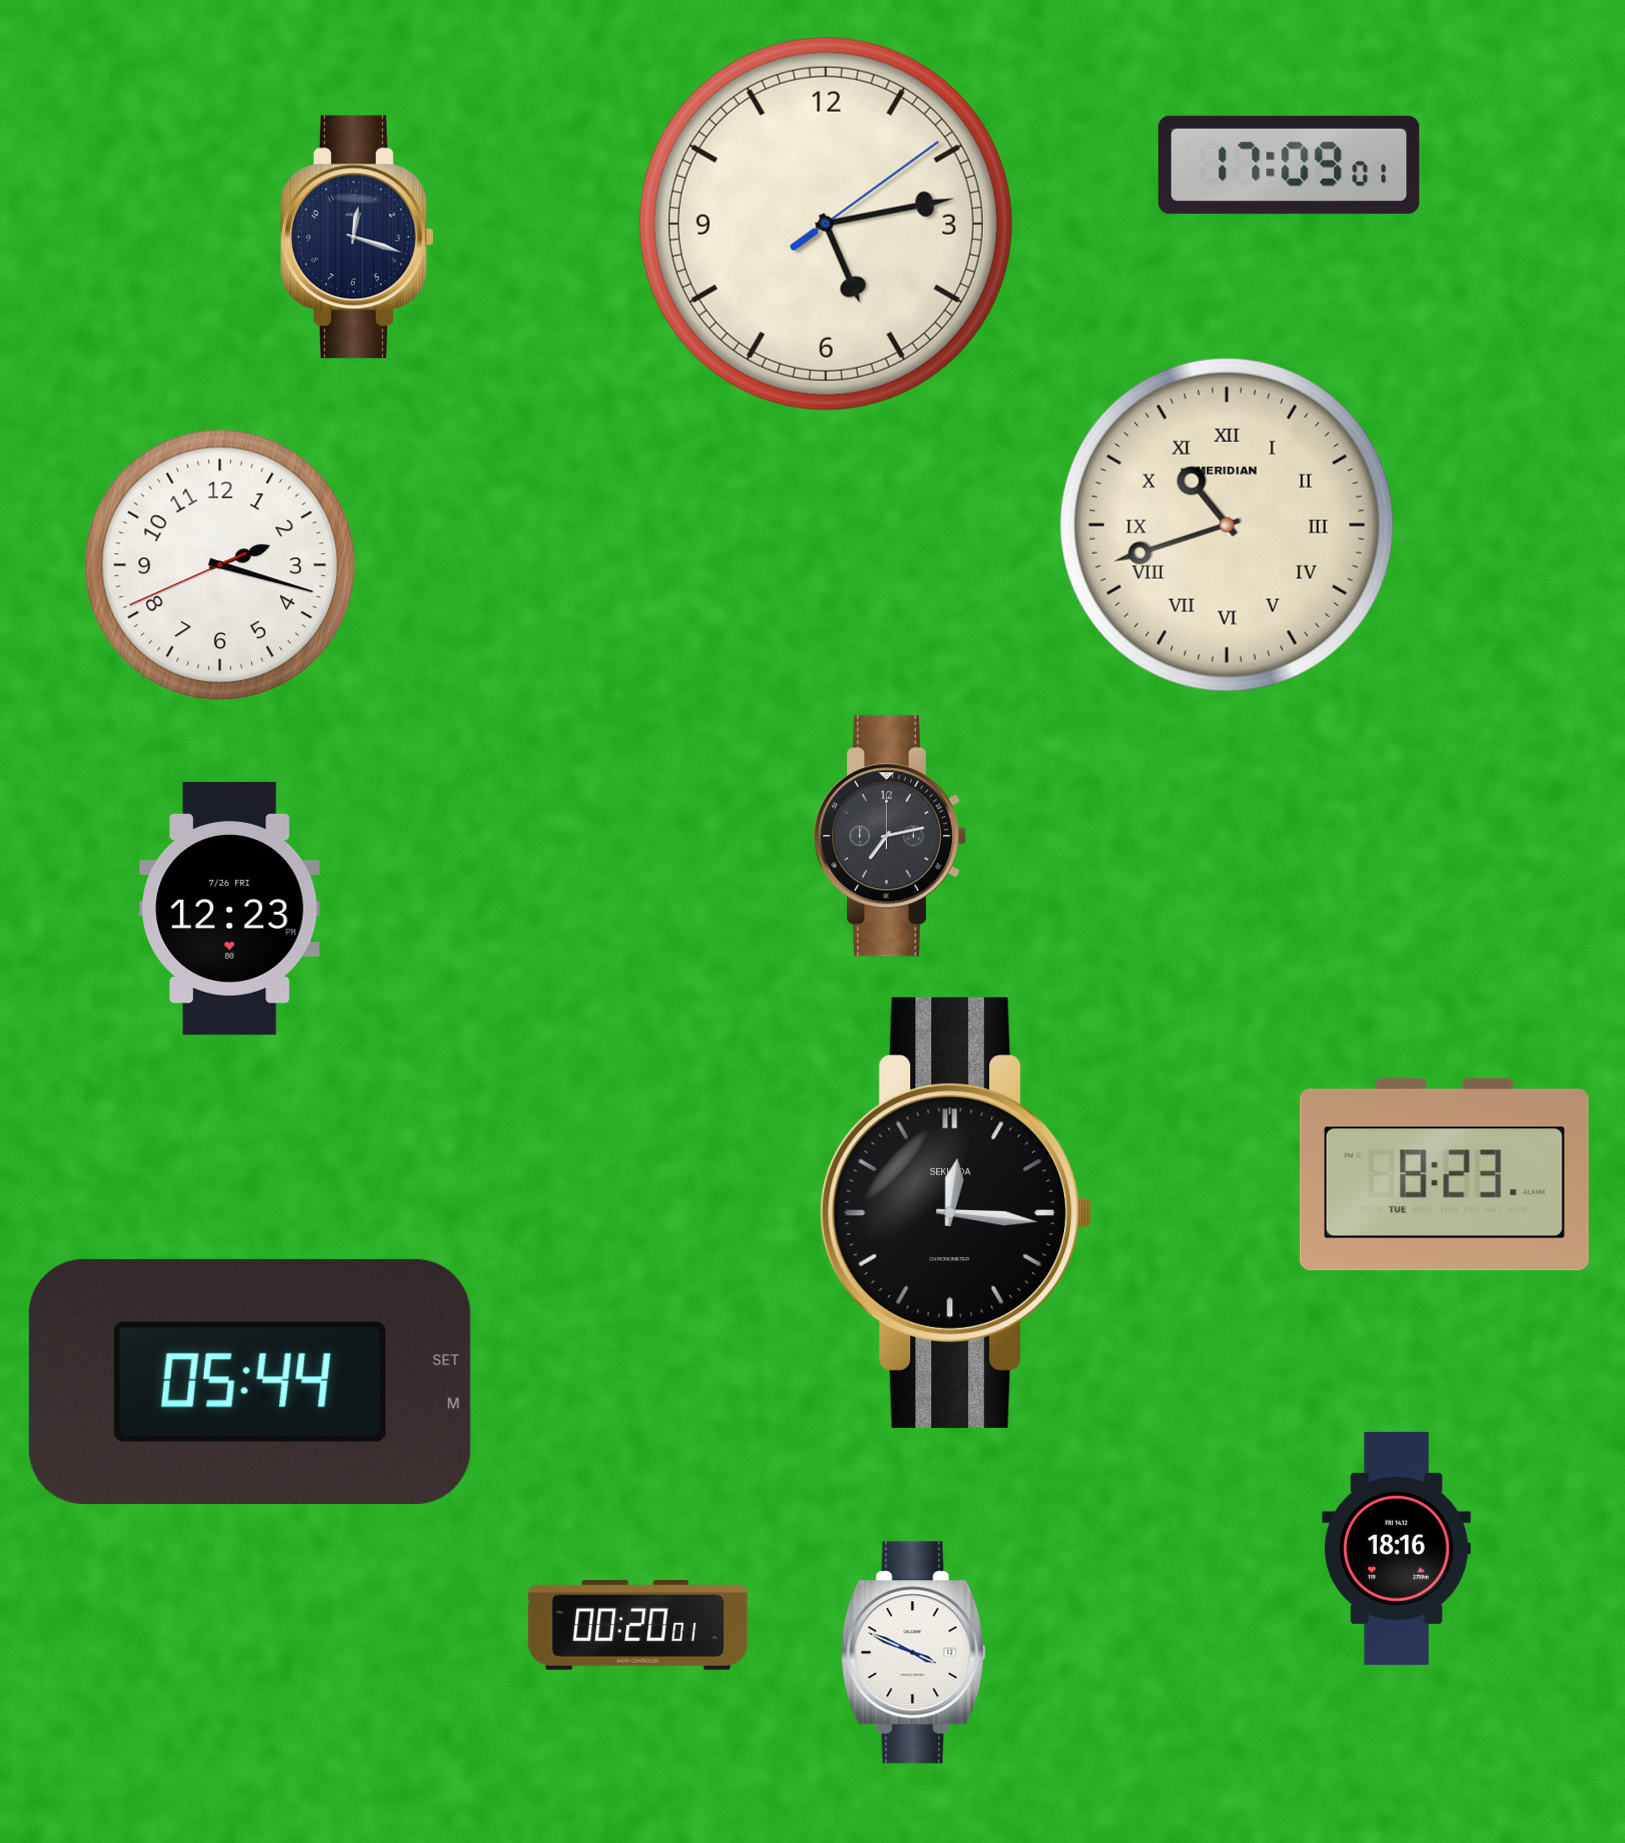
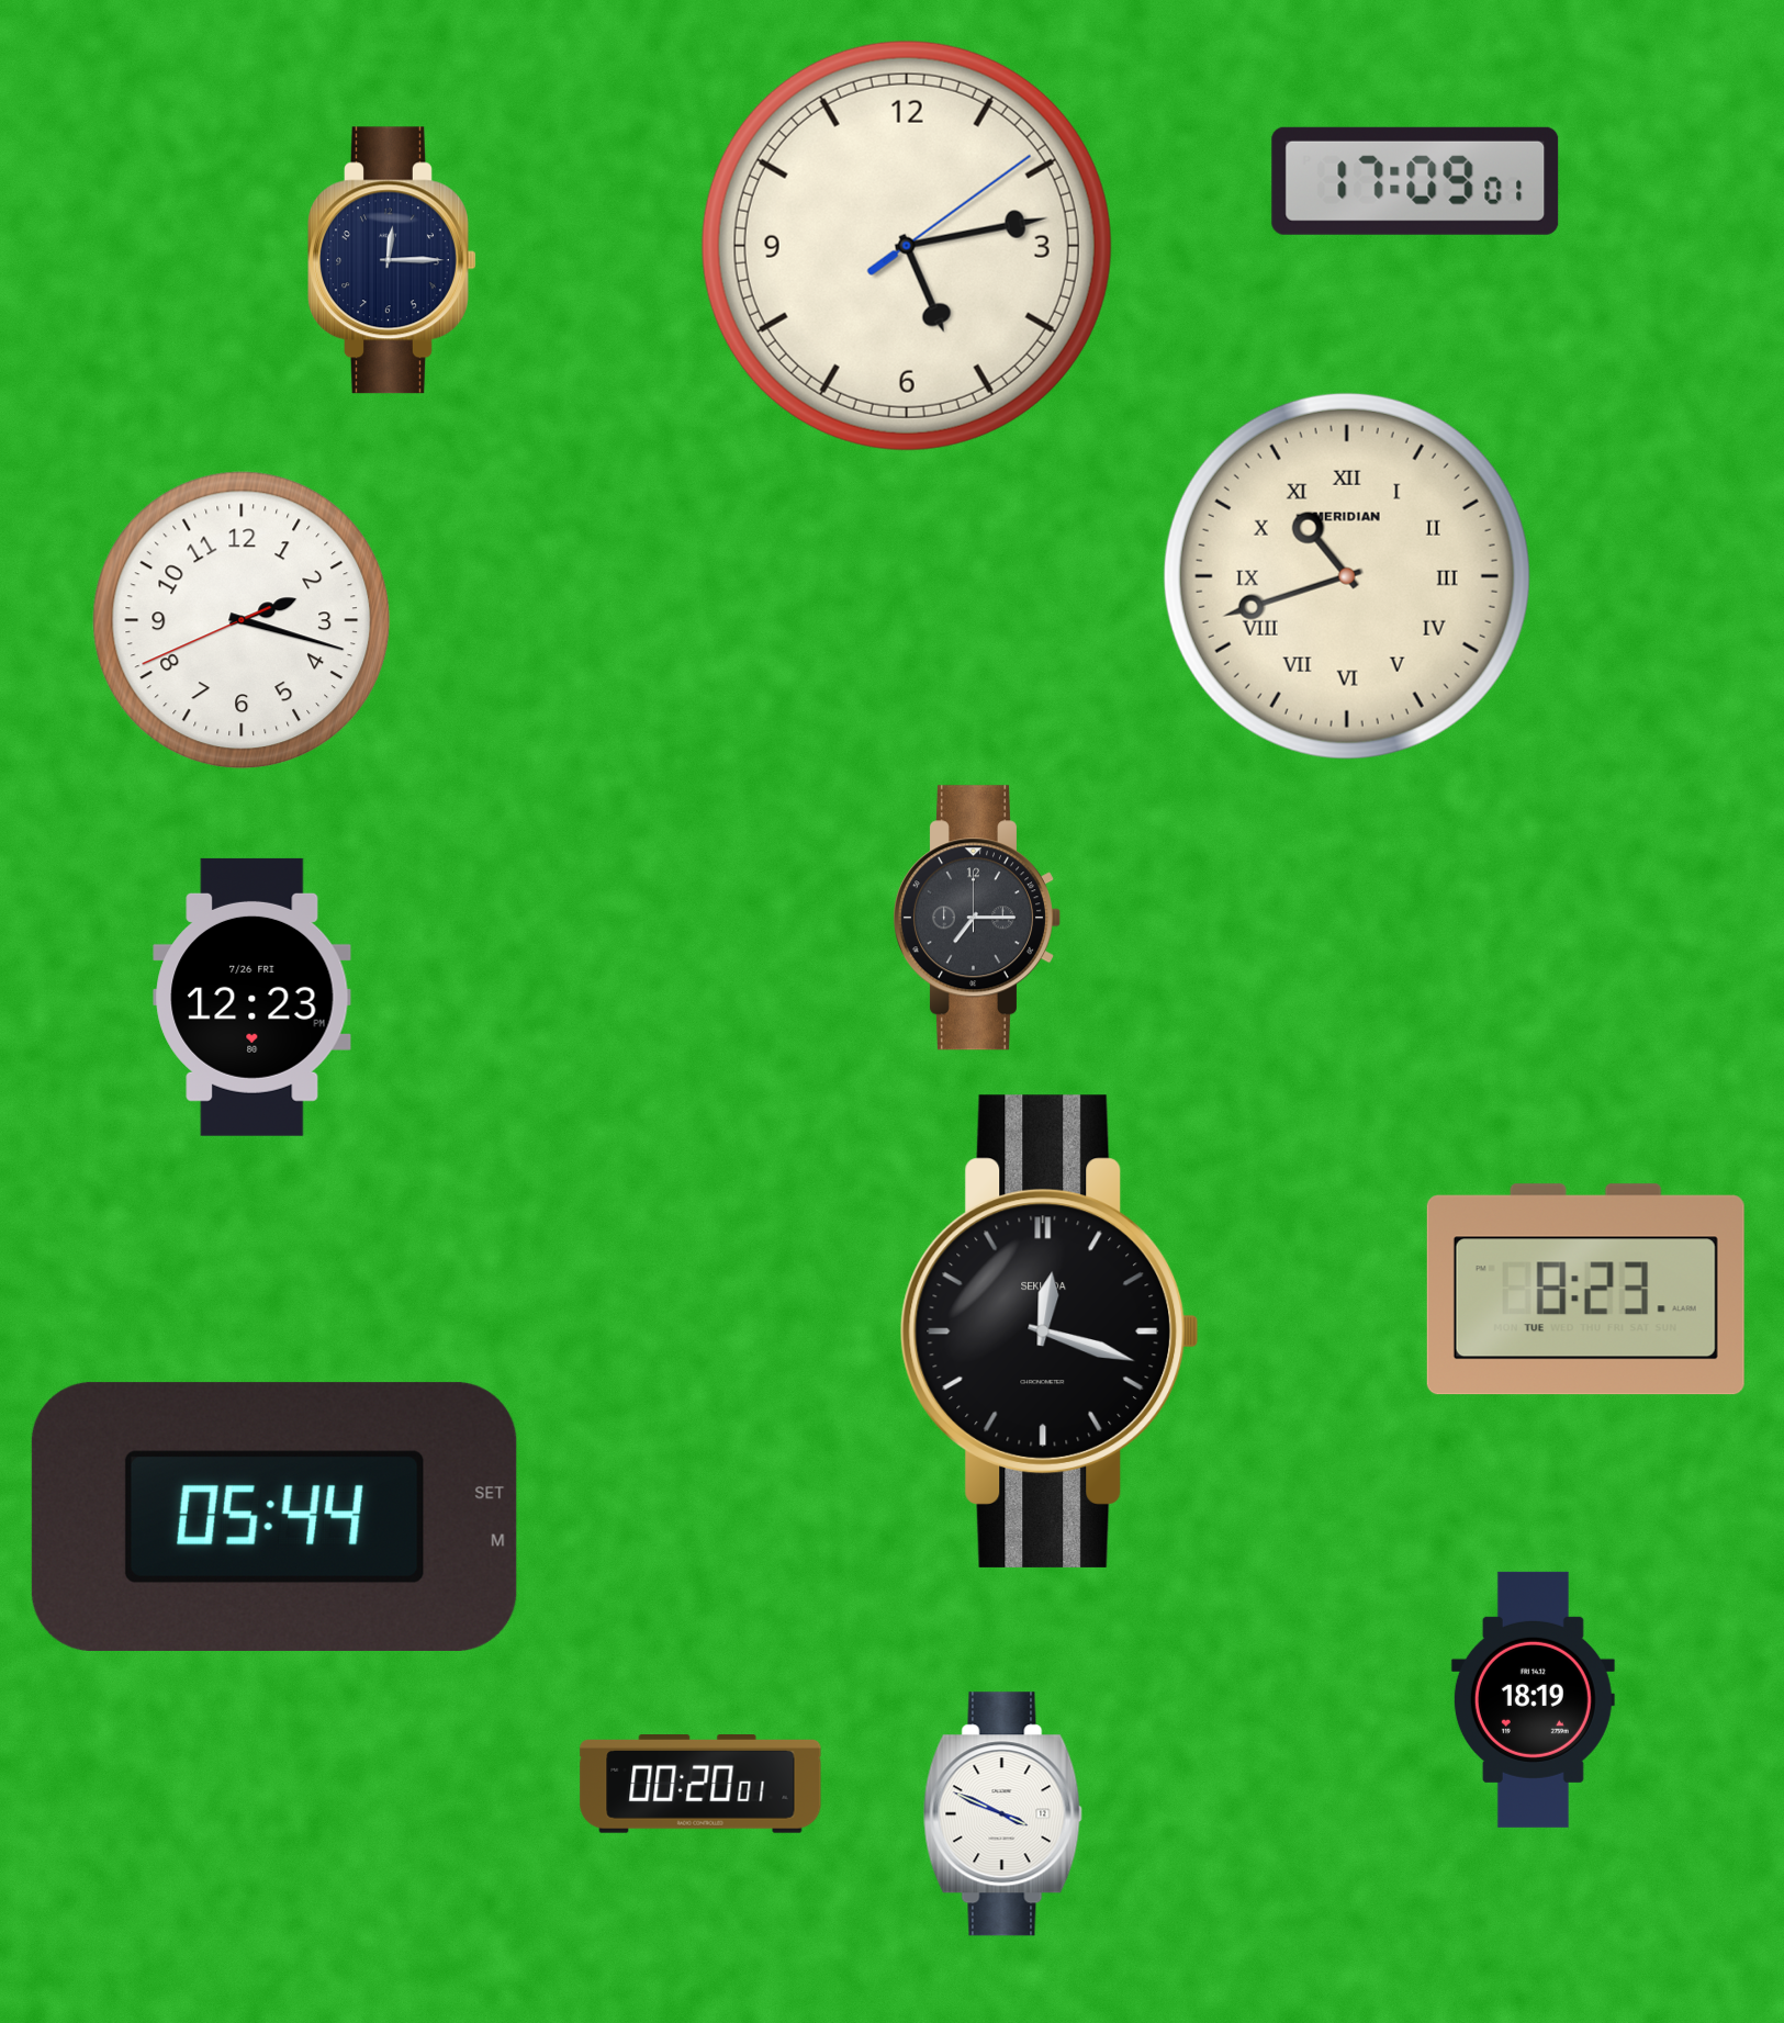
clock at (358, 237): 12:18 -> 12:15
clock at (890, 836): 7:13 -> 7:15
clock at (956, 1213): 12:16 -> 12:18
clock at (1396, 1548): 18:16 -> 18:19
